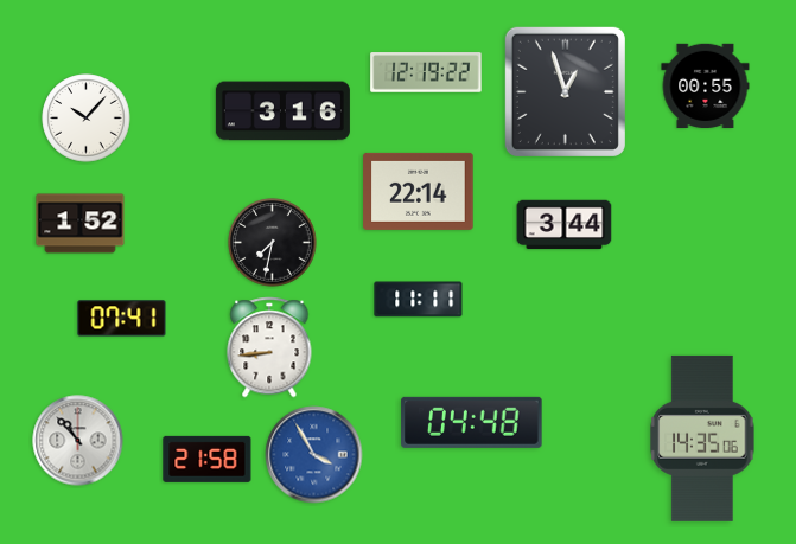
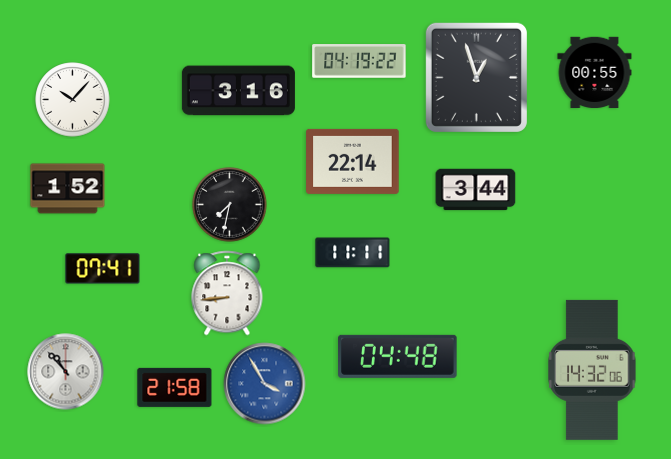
clock at (426, 72): 12:19 -> 04:19
clock at (282, 111) position: (282, 111) -> (238, 91)
clock at (702, 439): 14:35 -> 14:32
